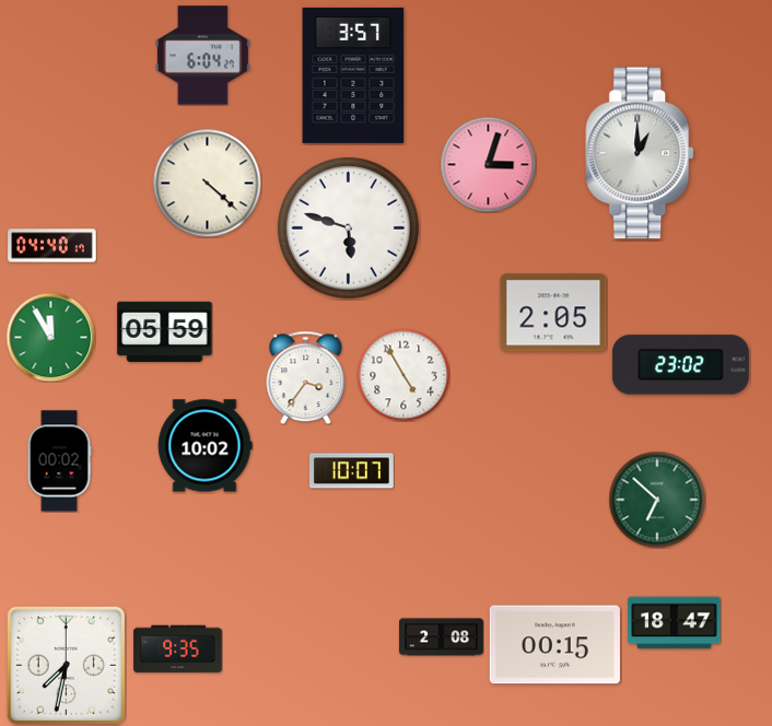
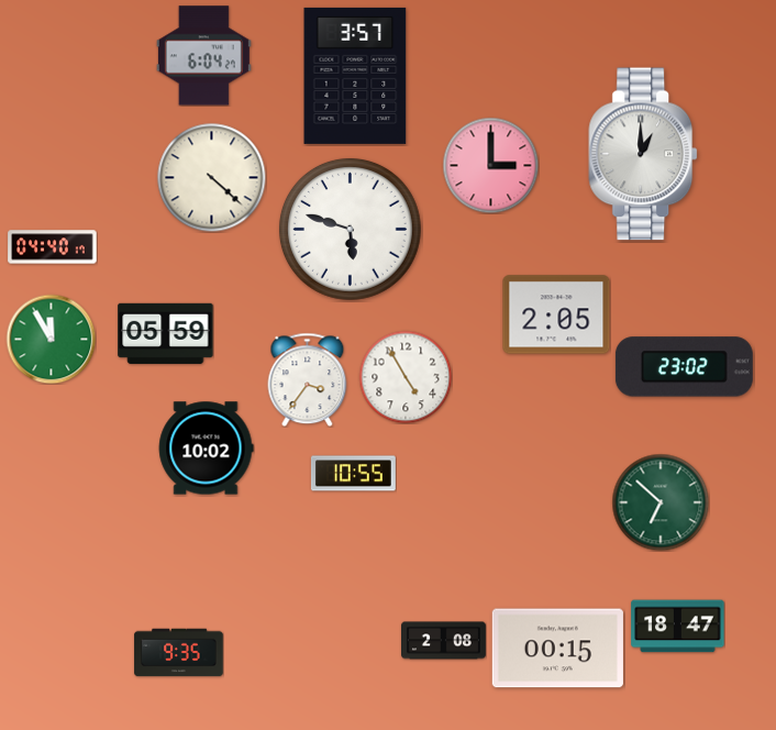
clock at (488, 164): 3:03 -> 3:00
clock at (208, 184) position: (208, 184) -> (212, 178)
clock at (59, 461): 00:02 -> none
clock at (351, 471): 10:07 -> 10:55
clock at (66, 665): 7:32 -> none
